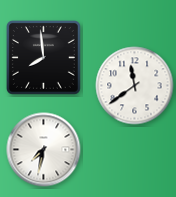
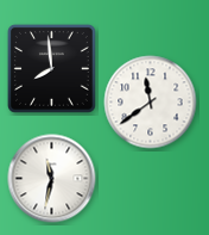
clock at (135, 86) position: (135, 86) -> (151, 103)
clock at (44, 150): 7:32 -> 11:32
